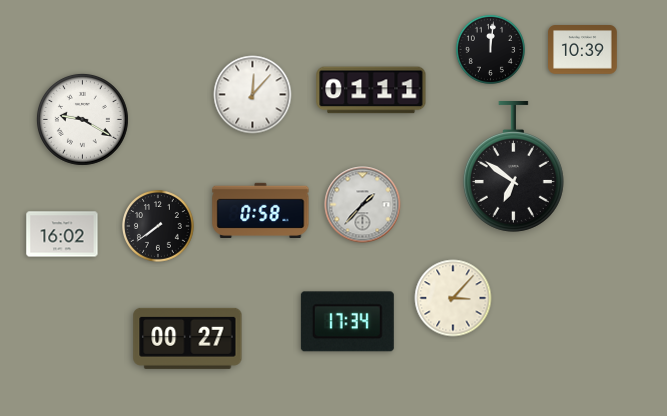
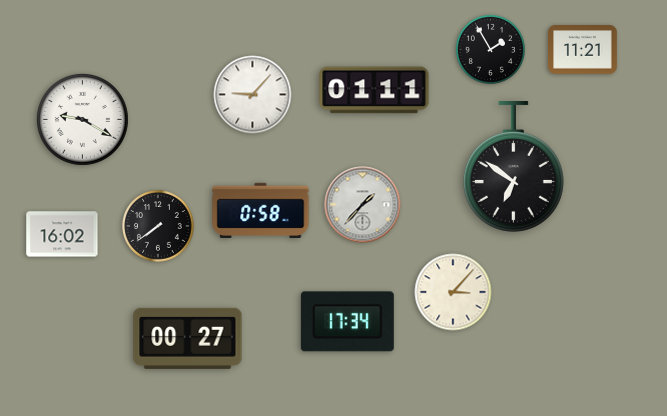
clock at (490, 49): 12:01 -> 1:55
clock at (583, 50): 10:39 -> 11:21
clock at (371, 90) position: (371, 90) -> (374, 90)
clock at (253, 95): 12:07 -> 9:07
clock at (453, 298) position: (453, 298) -> (453, 292)
